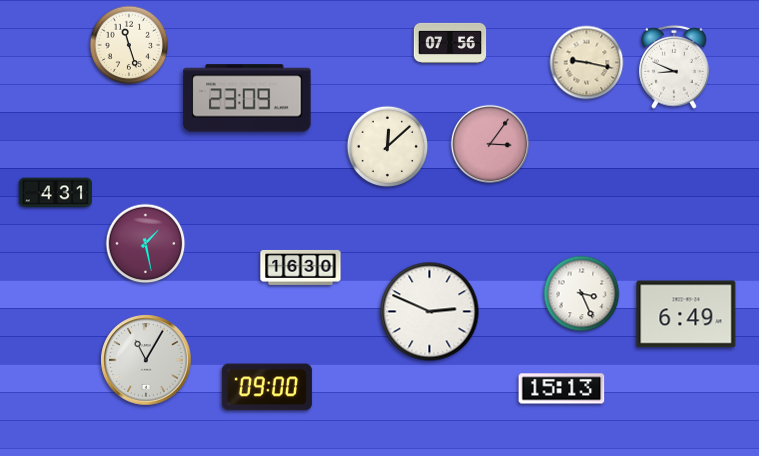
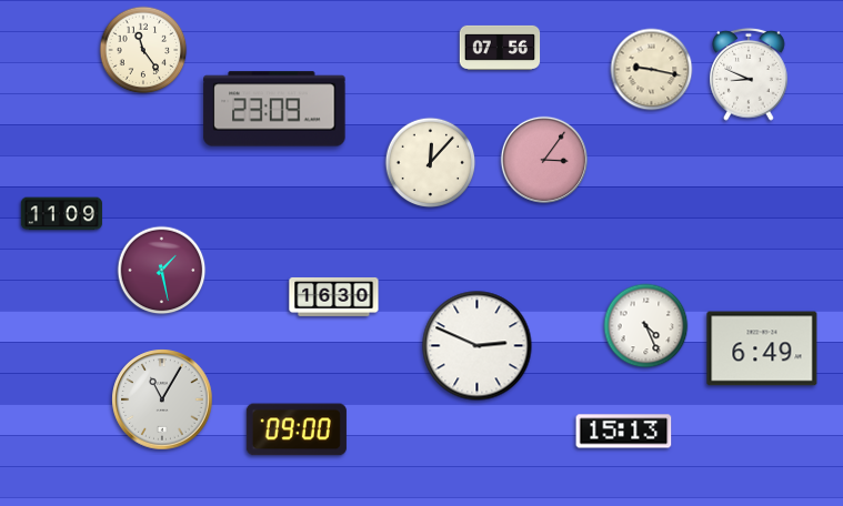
clock at (129, 45): 11:27 -> 11:24
clock at (388, 147): 12:08 -> 12:07
clock at (55, 193): 4:31 -> 11:09
clock at (582, 294): 3:26 -> 4:26
